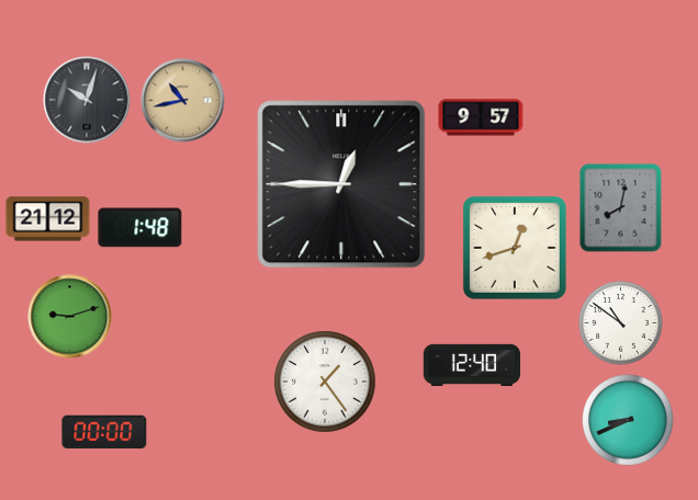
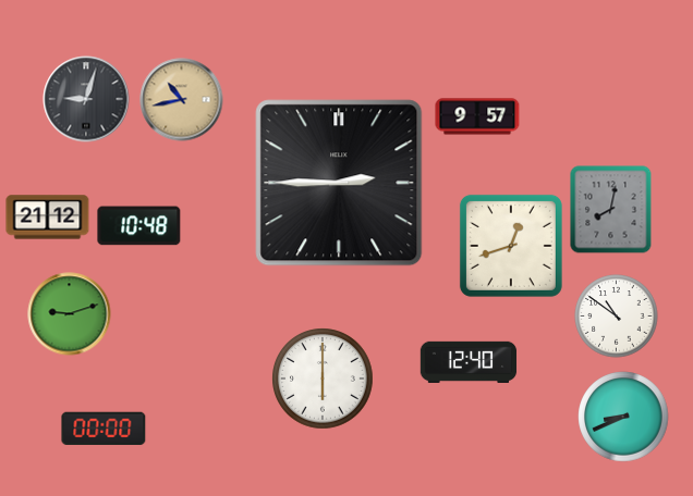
clock at (87, 100): 10:03 -> 9:03
clock at (341, 184): 12:45 -> 2:45
clock at (621, 208) position: (621, 208) -> (611, 210)
clock at (140, 228): 1:48 -> 10:48
clock at (621, 323) position: (621, 323) -> (617, 317)
clock at (325, 382): 1:24 -> 6:00
